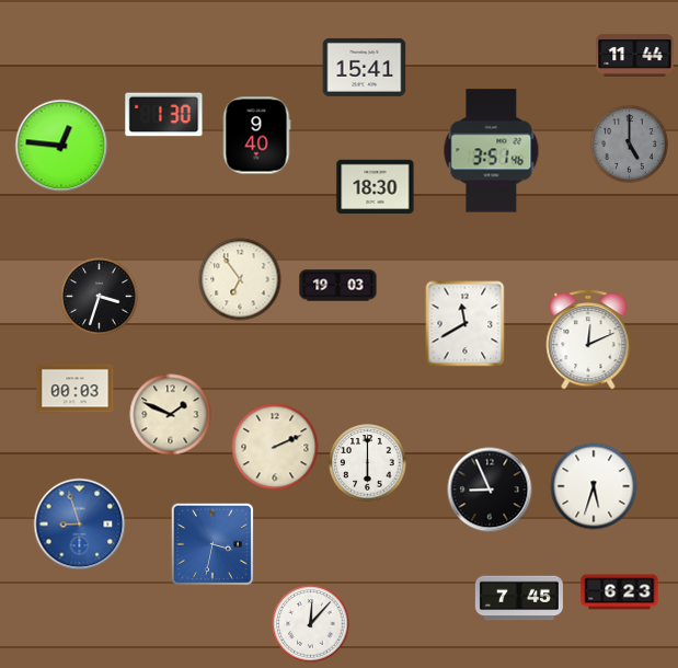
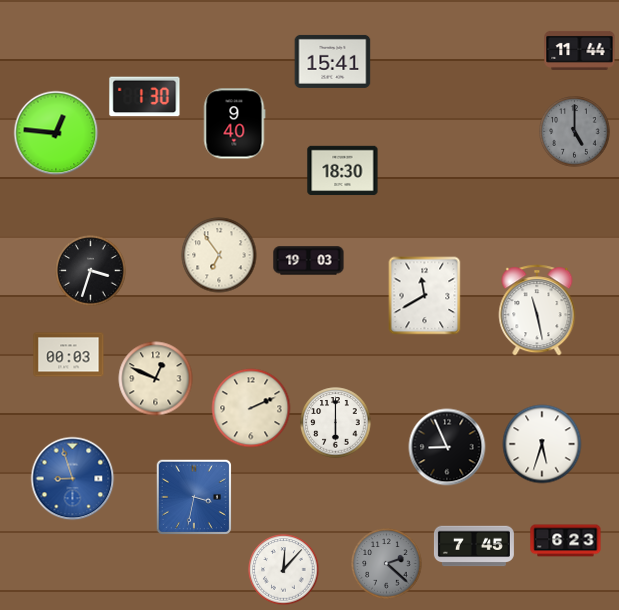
clock at (164, 115) position: (164, 115) -> (145, 97)
clock at (492, 151): 3:51 -> none
clock at (588, 339): 12:11 -> 11:28
clock at (171, 415): 1:49 -> 12:49
clock at (387, 564): none -> 2:22
